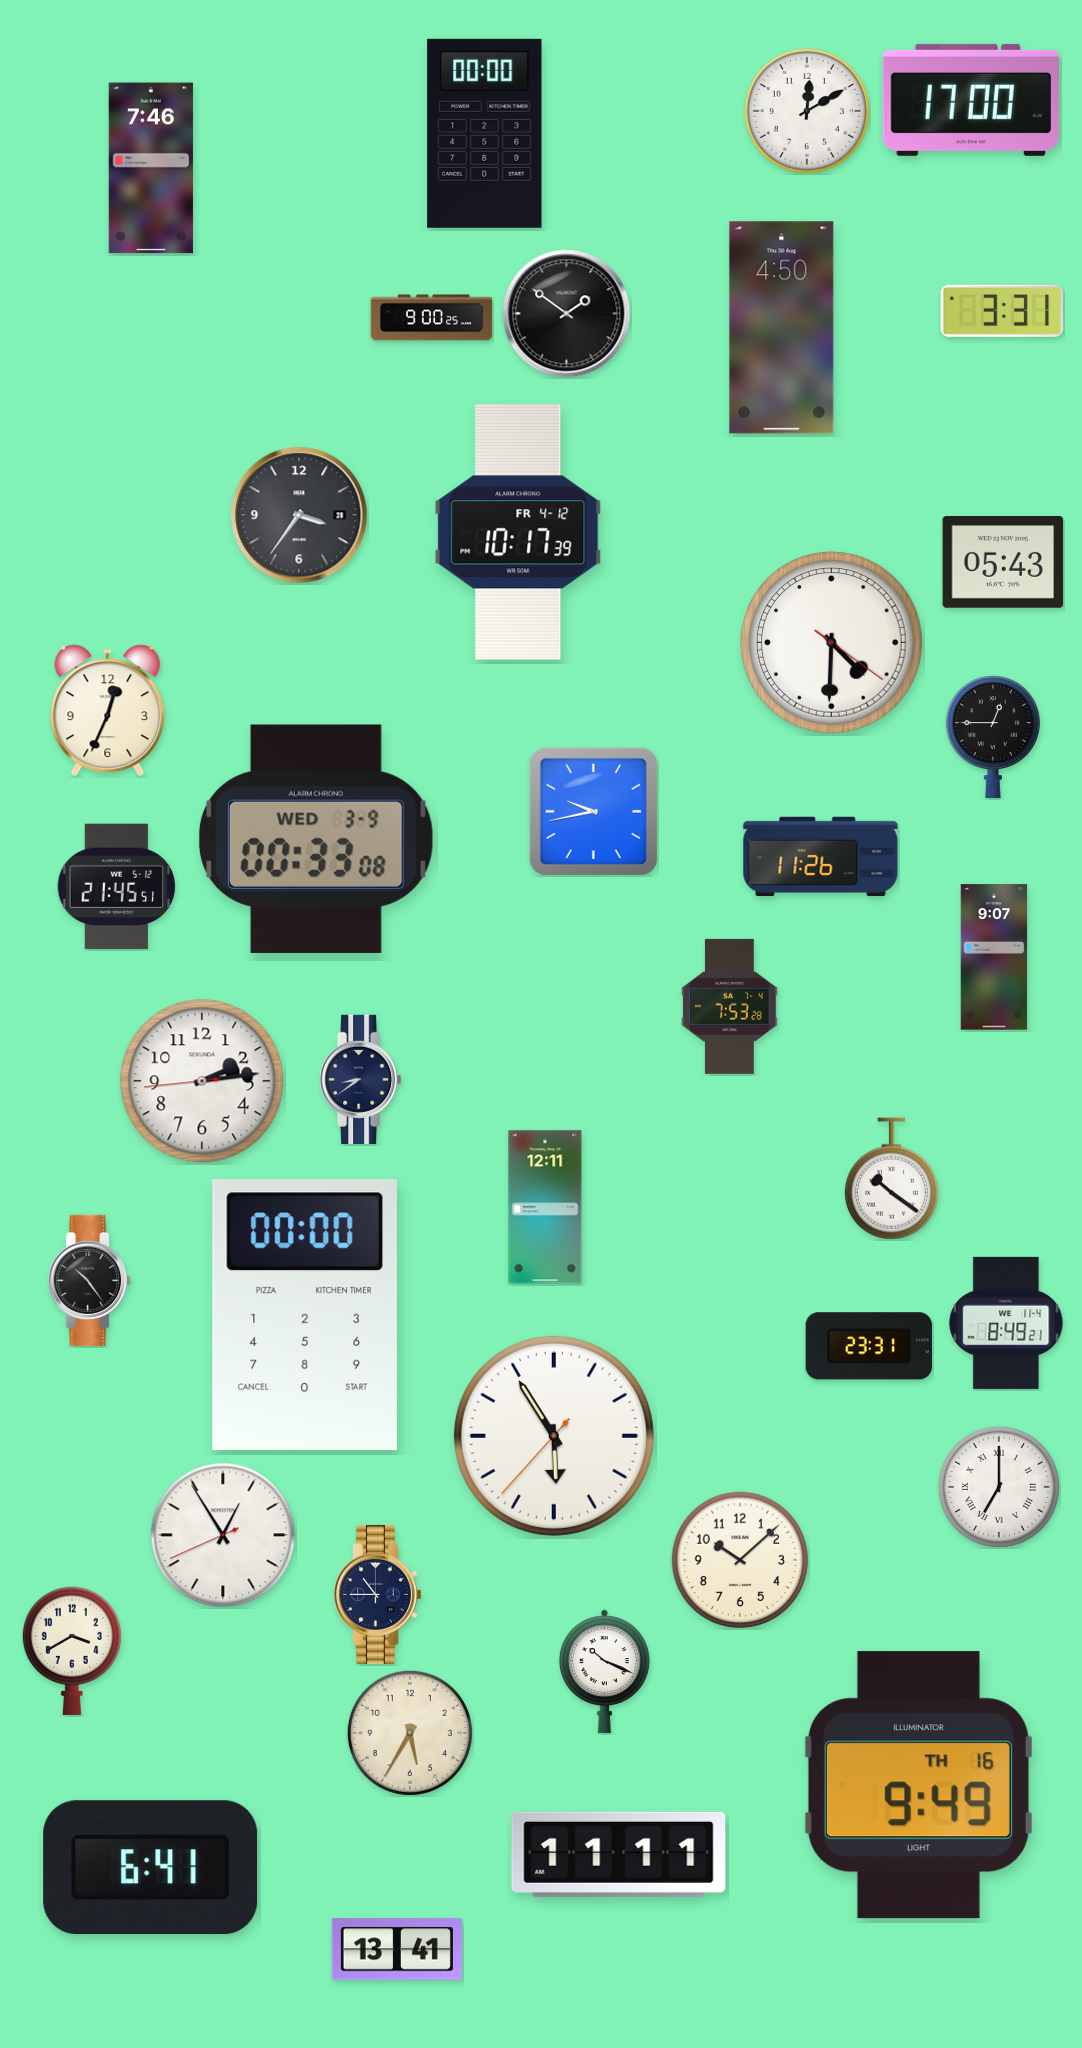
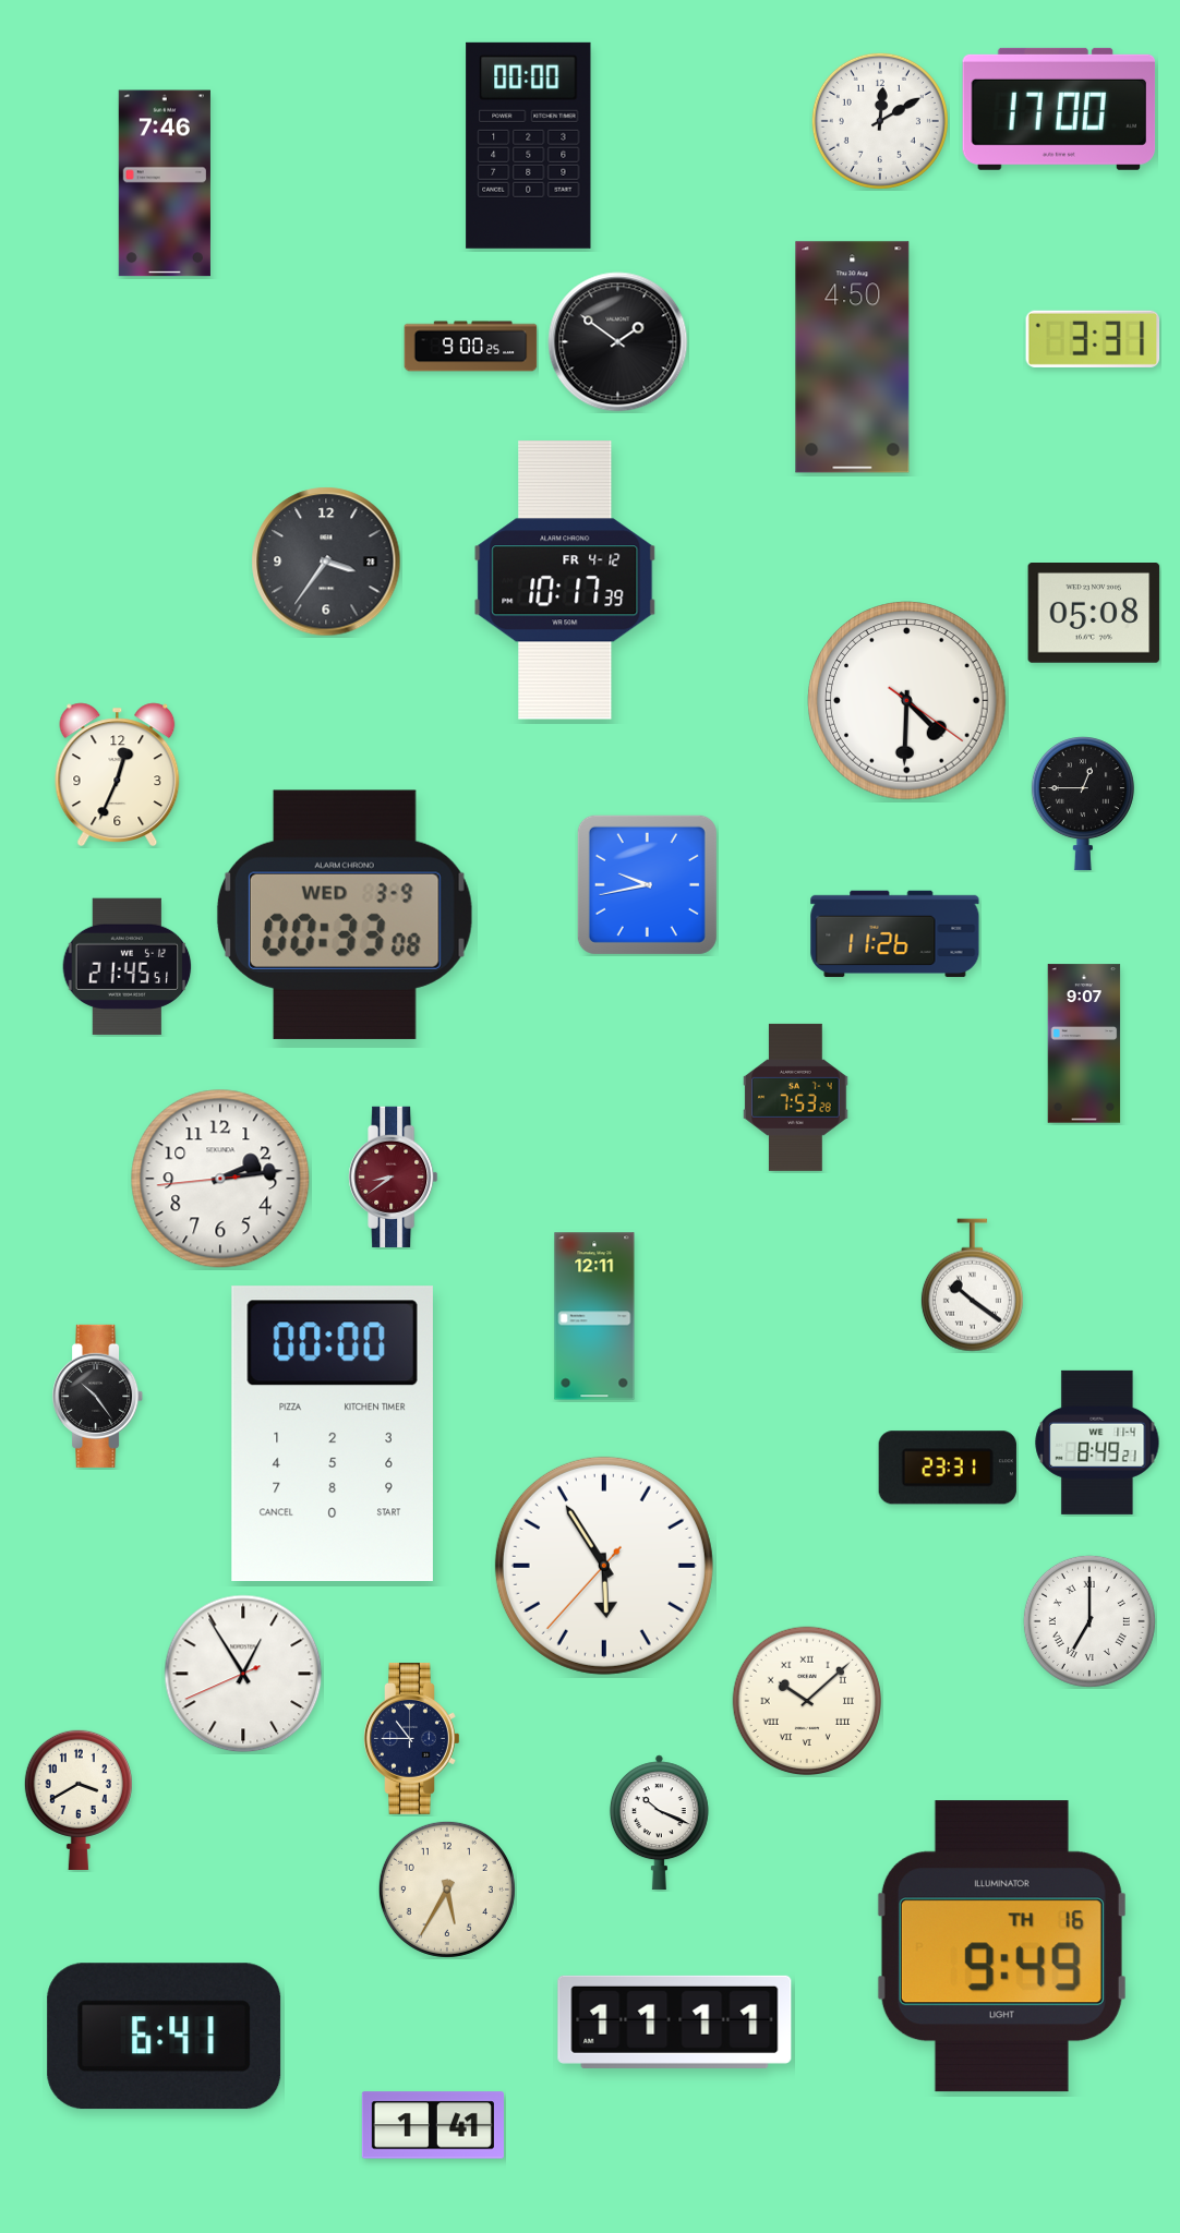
clock at (1003, 563): 05:43 -> 05:08
clock at (361, 1079) dial: navy -> burgundy
clock at (740, 1560) numerals: Arabic -> Roman
clock at (397, 1949): 13:41 -> 1:41
